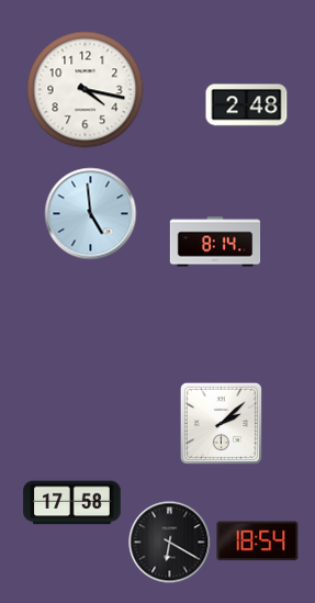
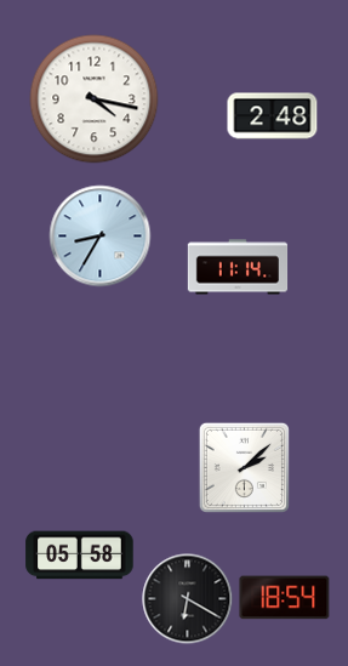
clock at (91, 214): 4:59 -> 8:35
clock at (215, 242): 8:14 -> 11:14
clock at (72, 503): 17:58 -> 05:58
